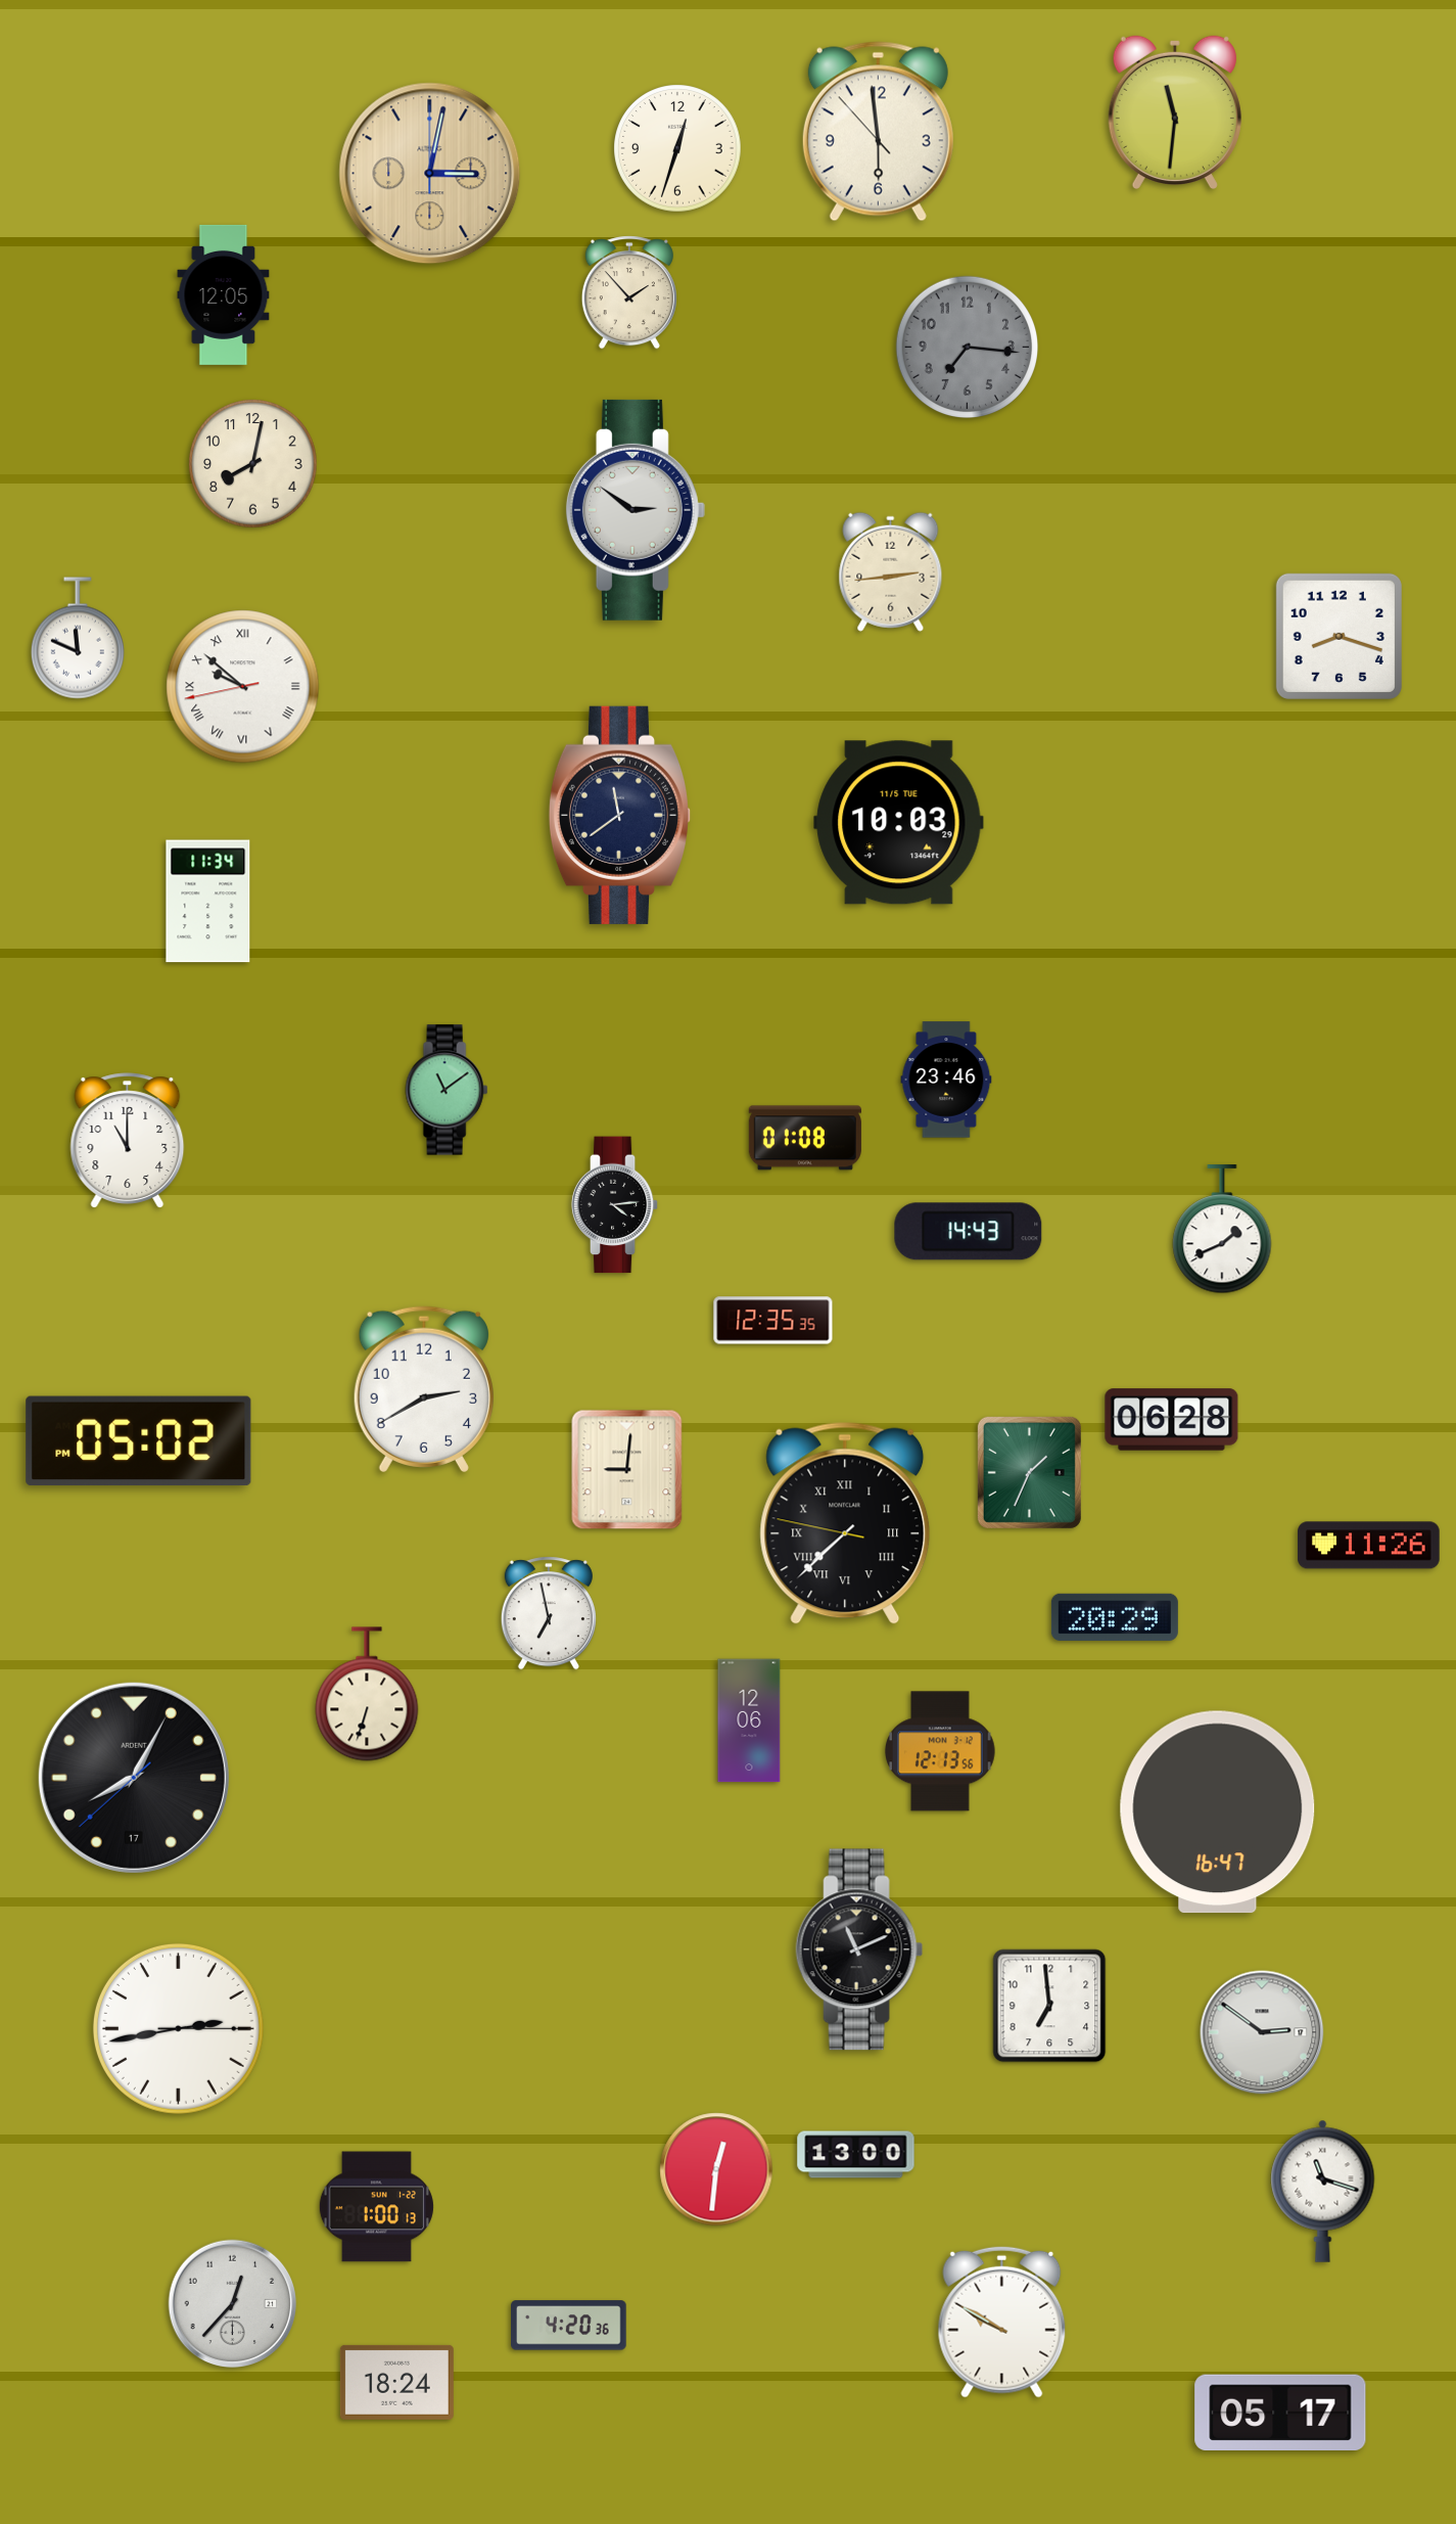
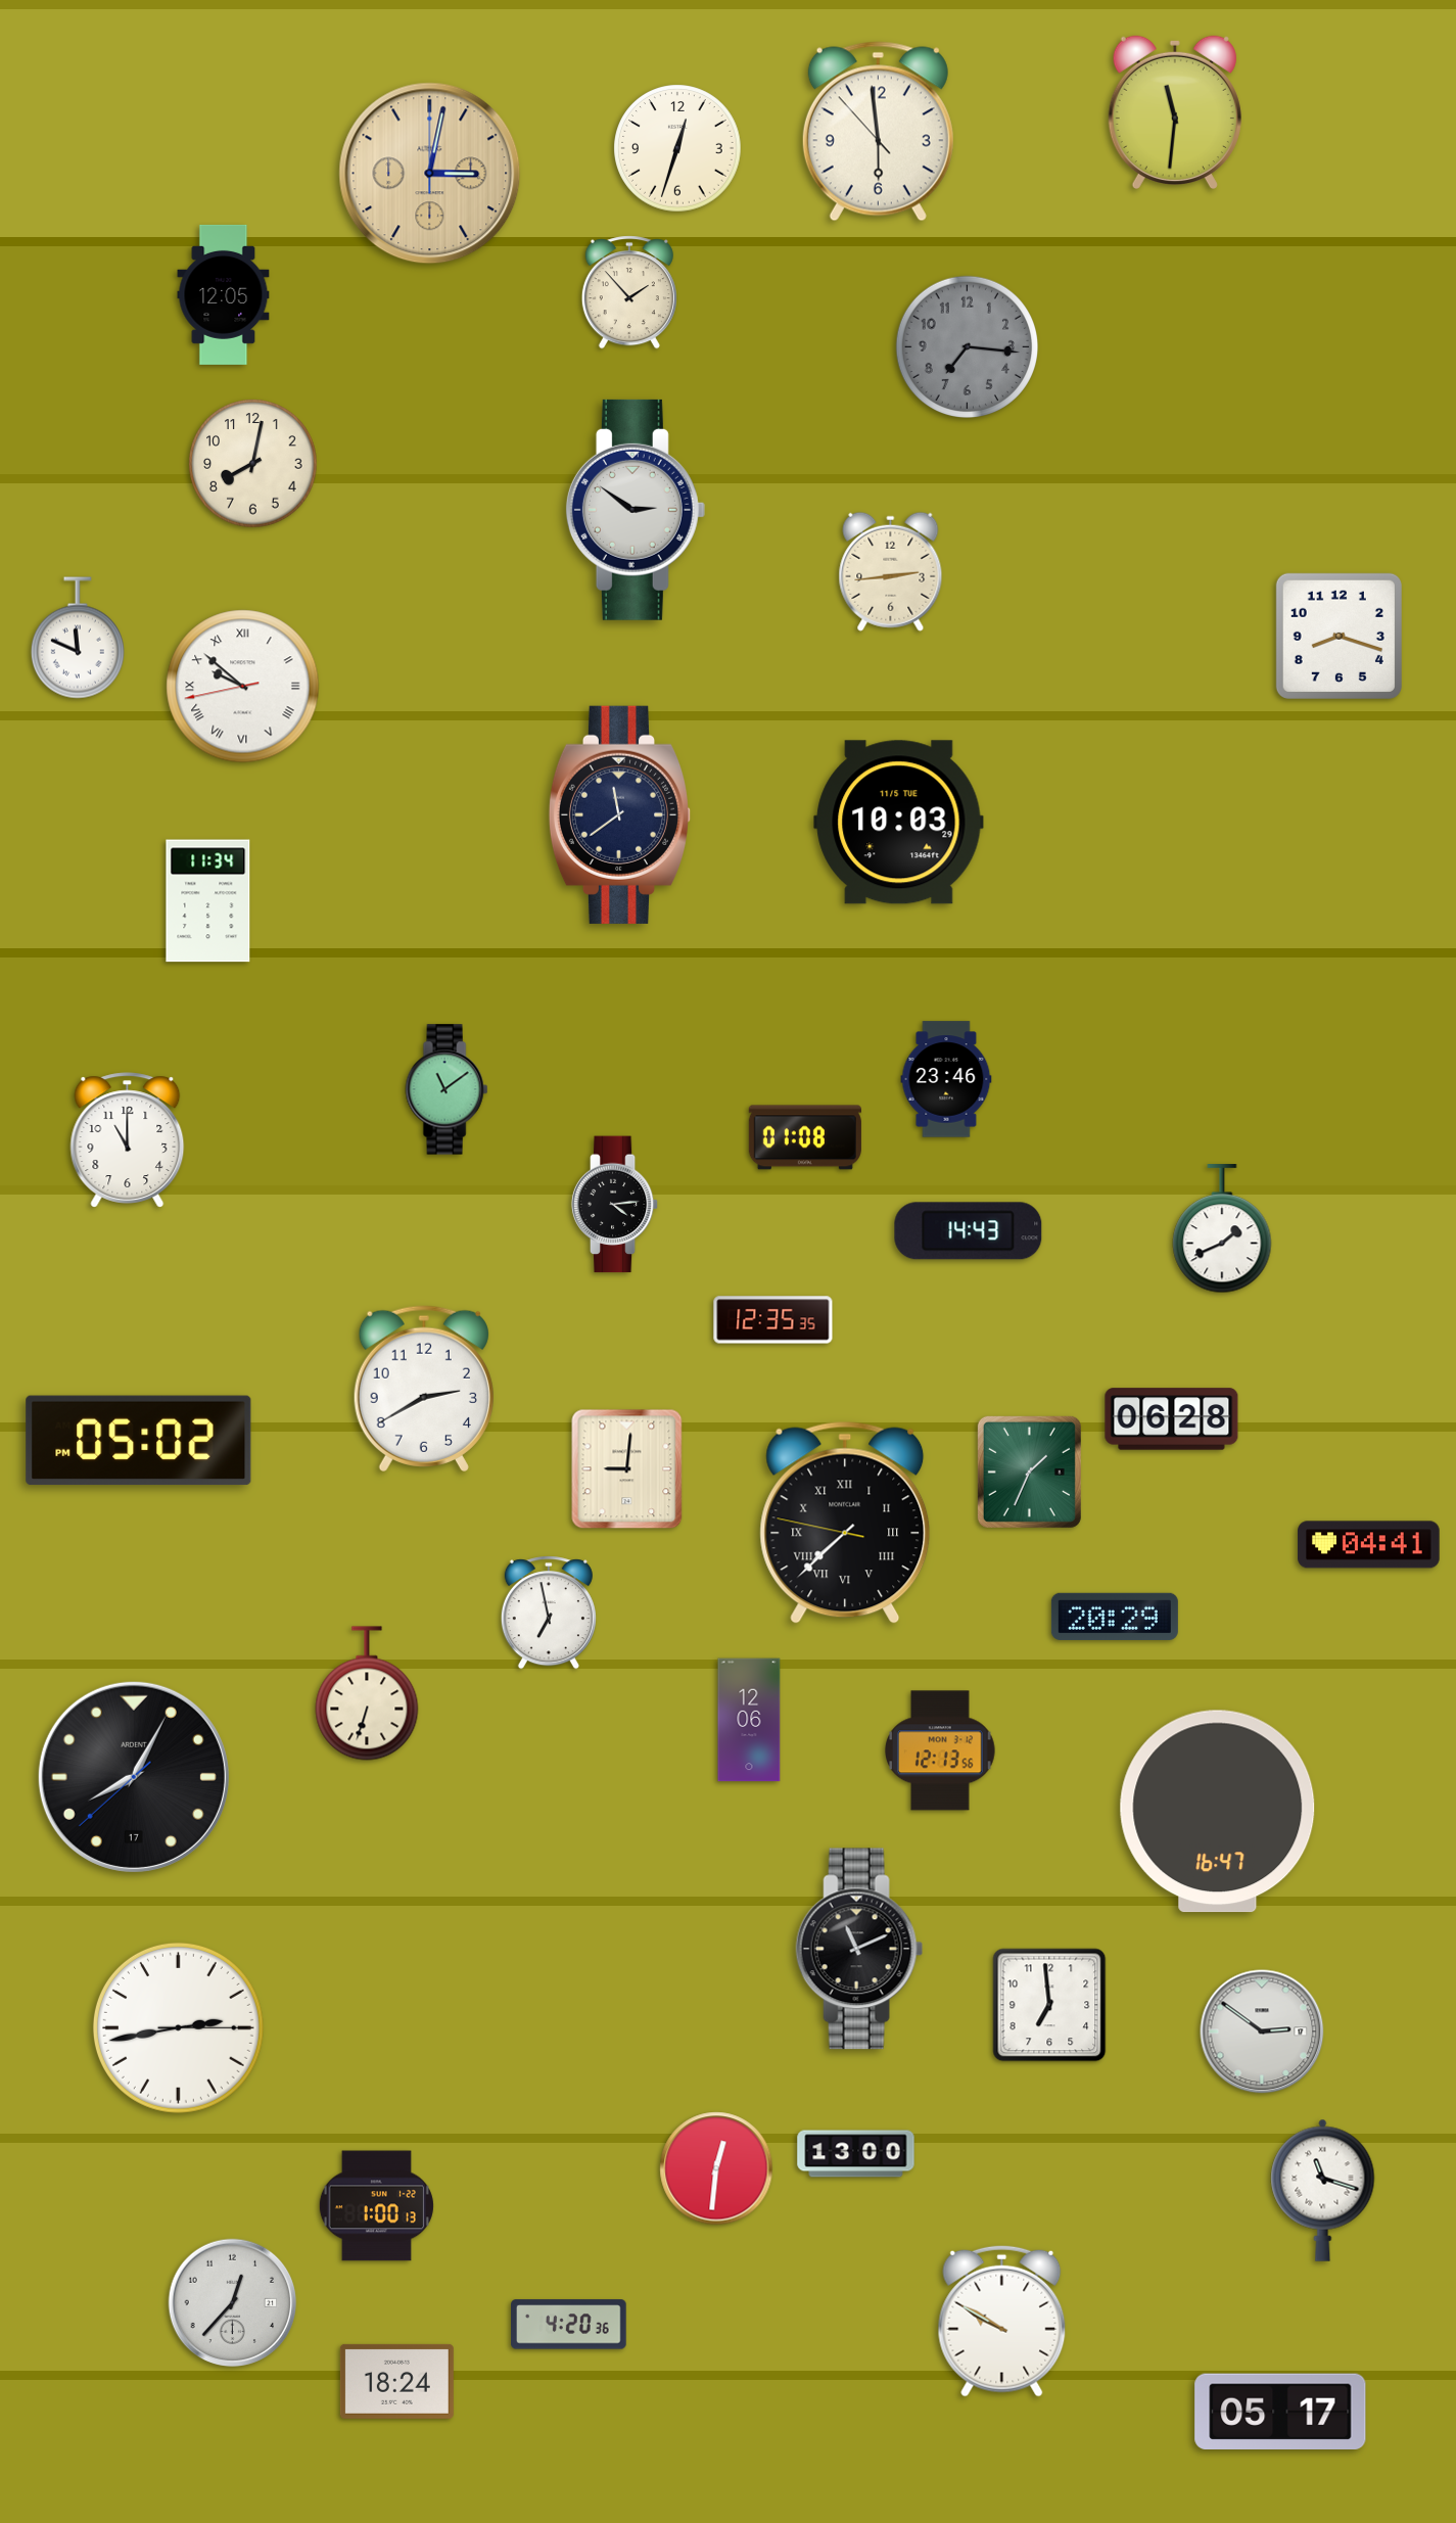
clock at (1369, 1546): 11:26 -> 04:41
